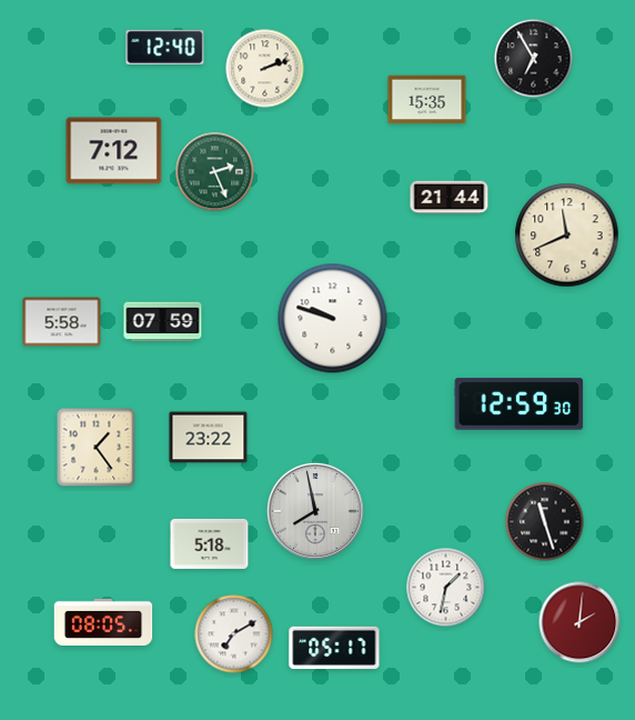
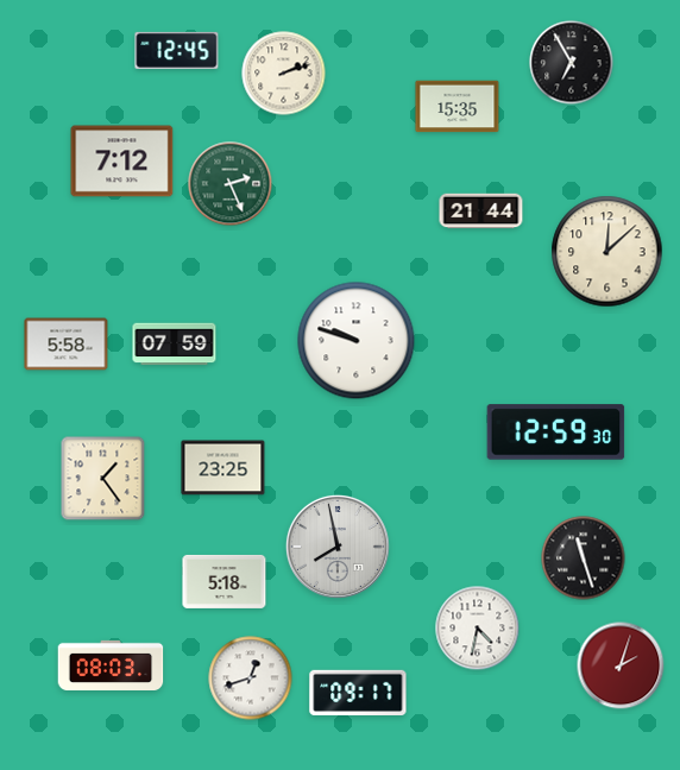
clock at (165, 47): 12:40 -> 12:45
clock at (567, 236): 11:41 -> 12:08
clock at (209, 438): 23:22 -> 23:25
clock at (446, 588): 1:32 -> 4:32
clock at (103, 621): 08:05 -> 08:03
clock at (579, 622): 2:01 -> 2:03
clock at (234, 634): 7:10 -> 12:42
clock at (334, 648): 05:17 -> 09:17
